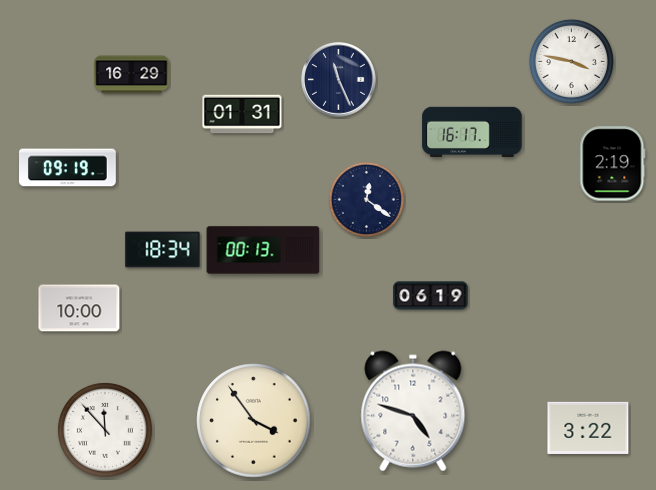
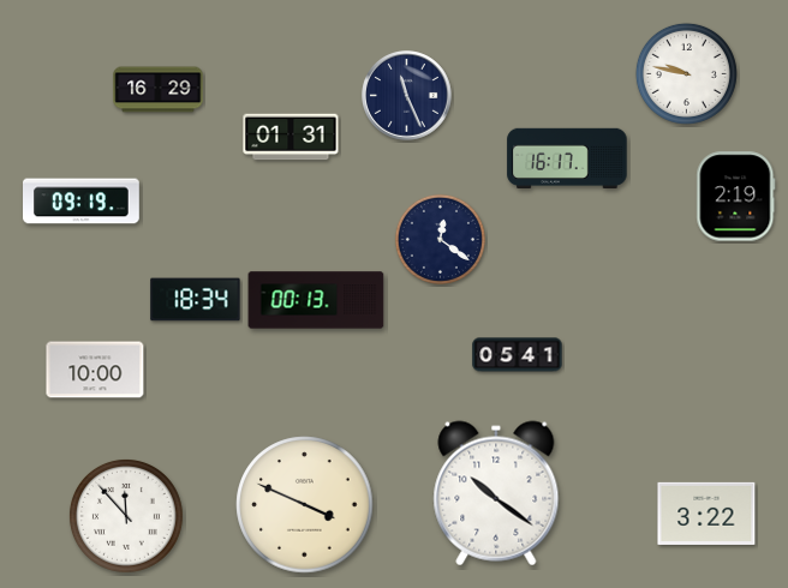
clock at (571, 61): 3:47 -> 9:47
clock at (431, 296): 06:19 -> 05:41
clock at (413, 411): 4:48 -> 10:21
clock at (254, 421): 3:54 -> 3:49
